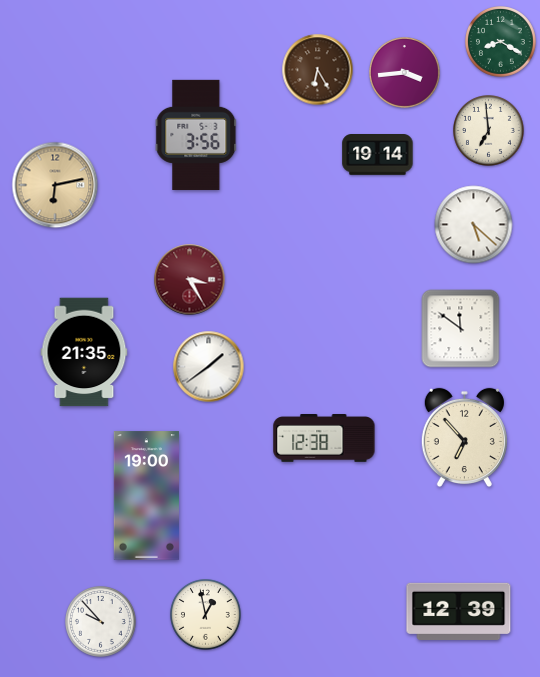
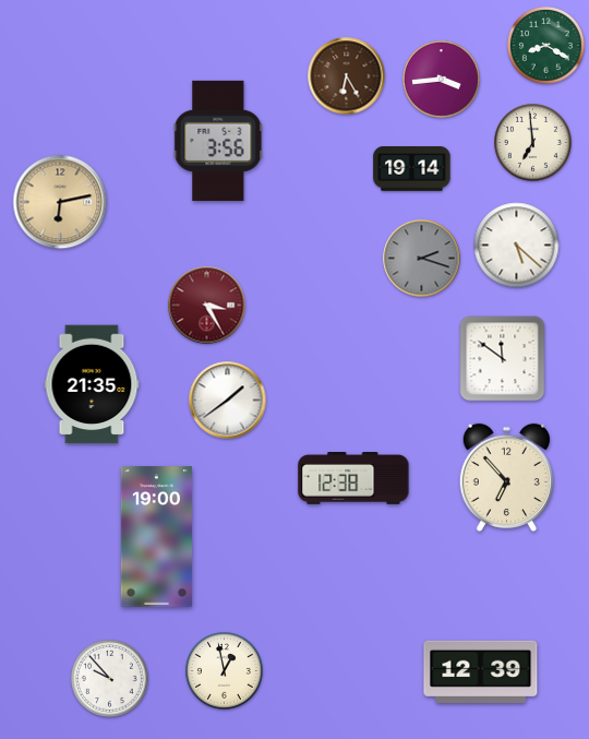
clock at (196, 135) position: (196, 135) -> (218, 141)
clock at (422, 259): none -> 2:18
clock at (146, 496) position: (146, 496) -> (156, 537)
clock at (459, 611) position: (459, 611) -> (481, 671)
